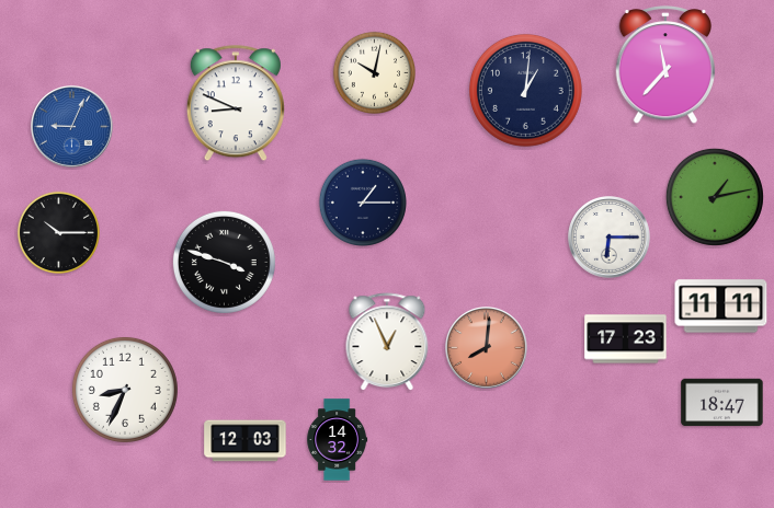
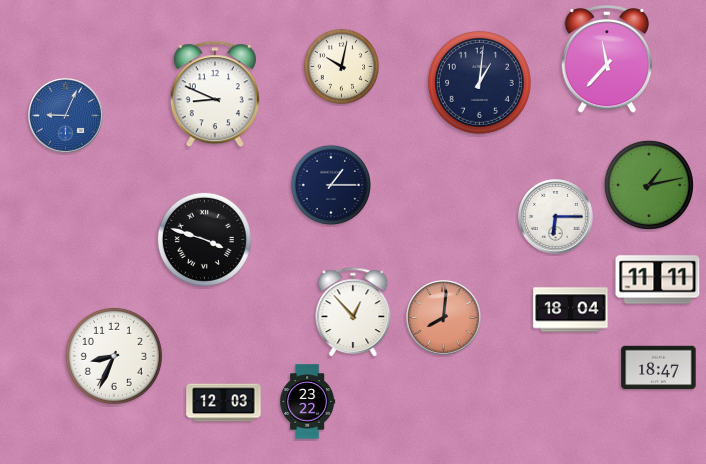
clock at (715, 197) position: (715, 197) -> (649, 185)
clock at (58, 232): 10:15 -> none
clock at (626, 339): 17:23 -> 18:04
clock at (387, 343): 12:56 -> 12:53
clock at (338, 440): 14:32 -> 23:22
